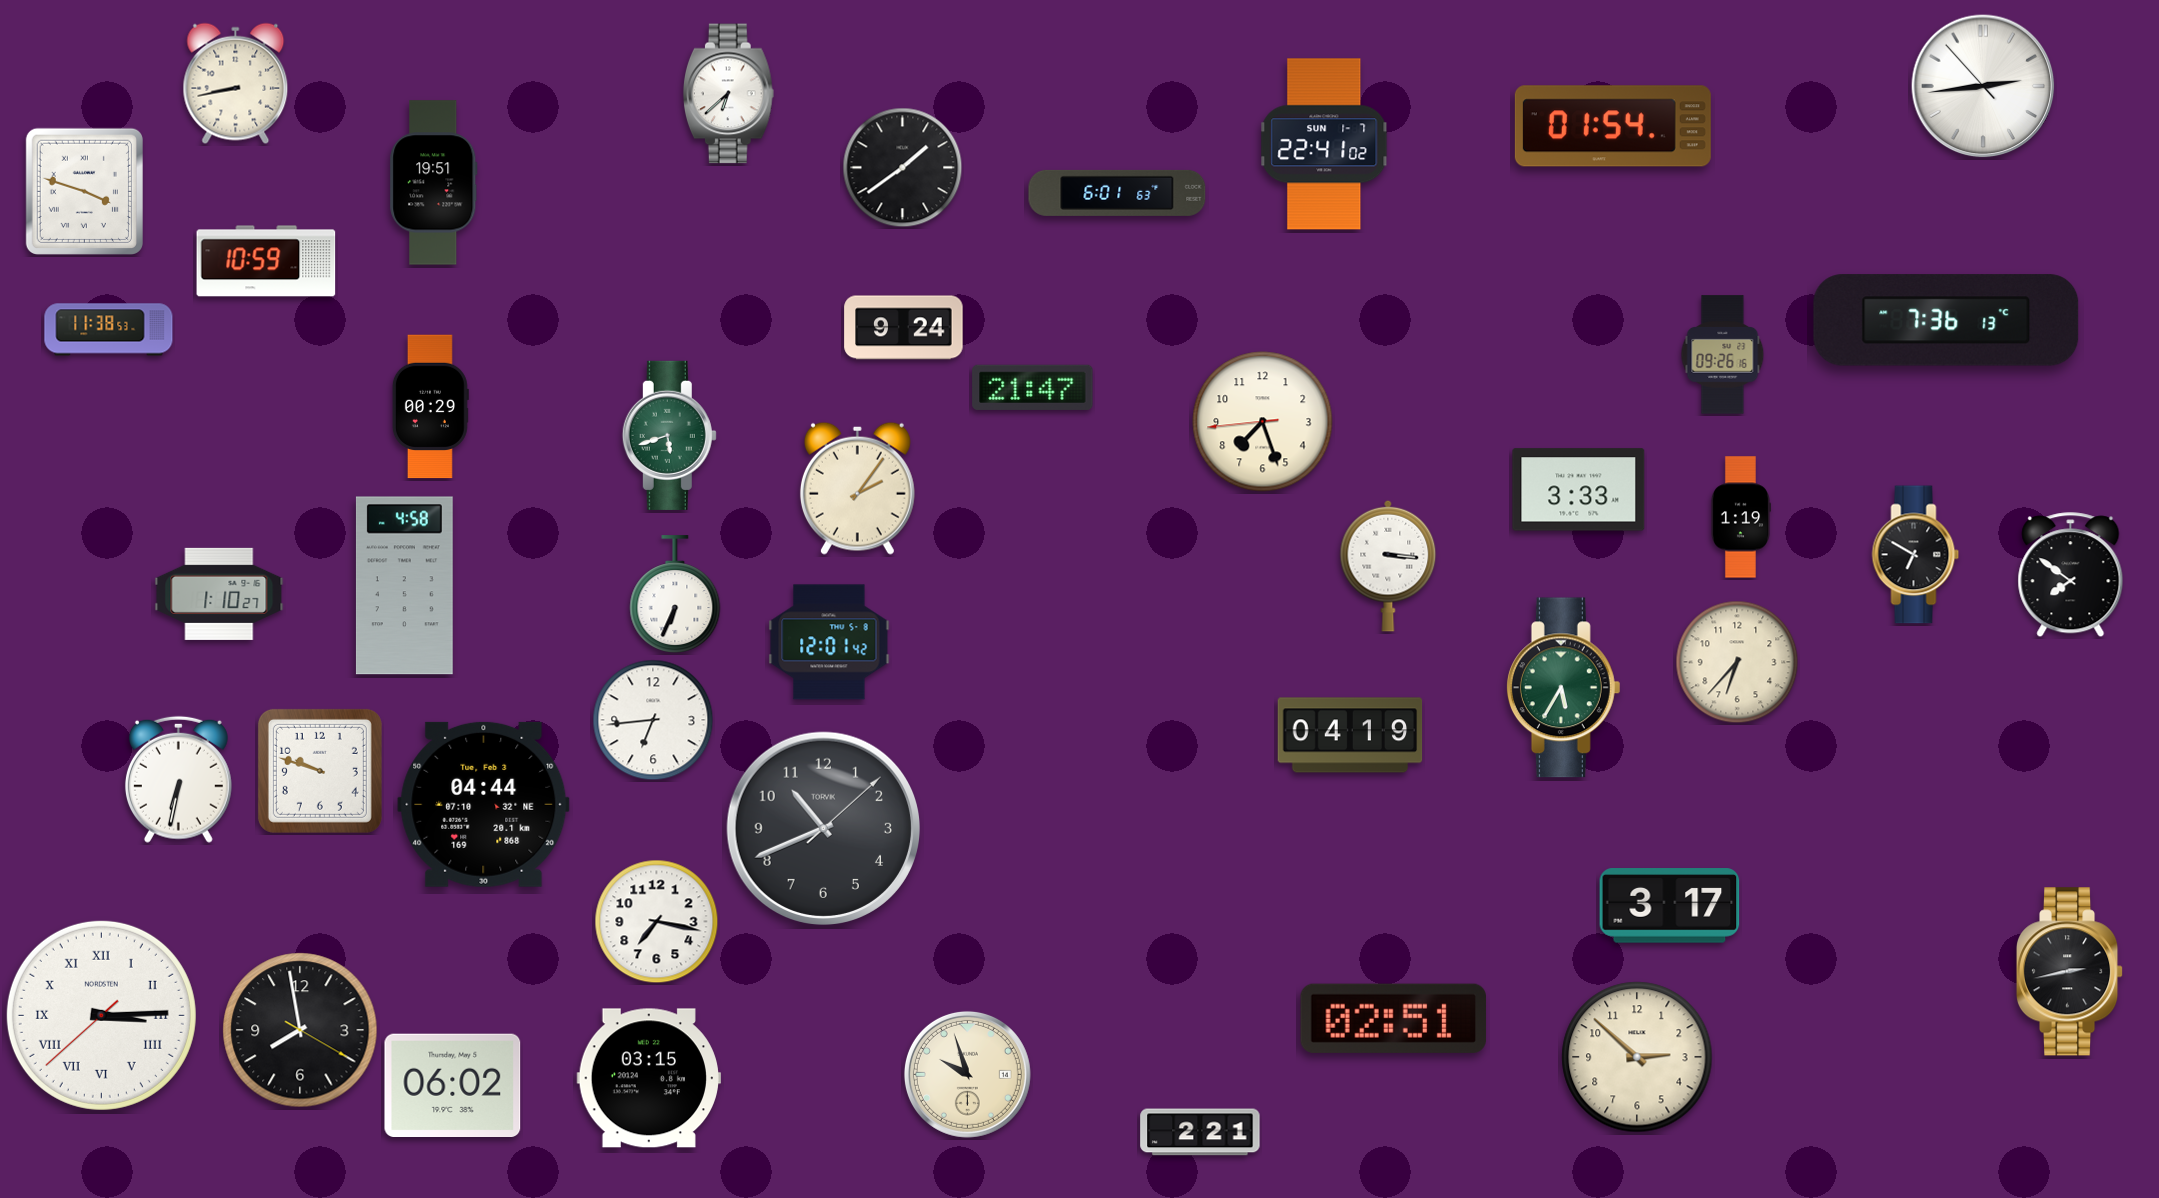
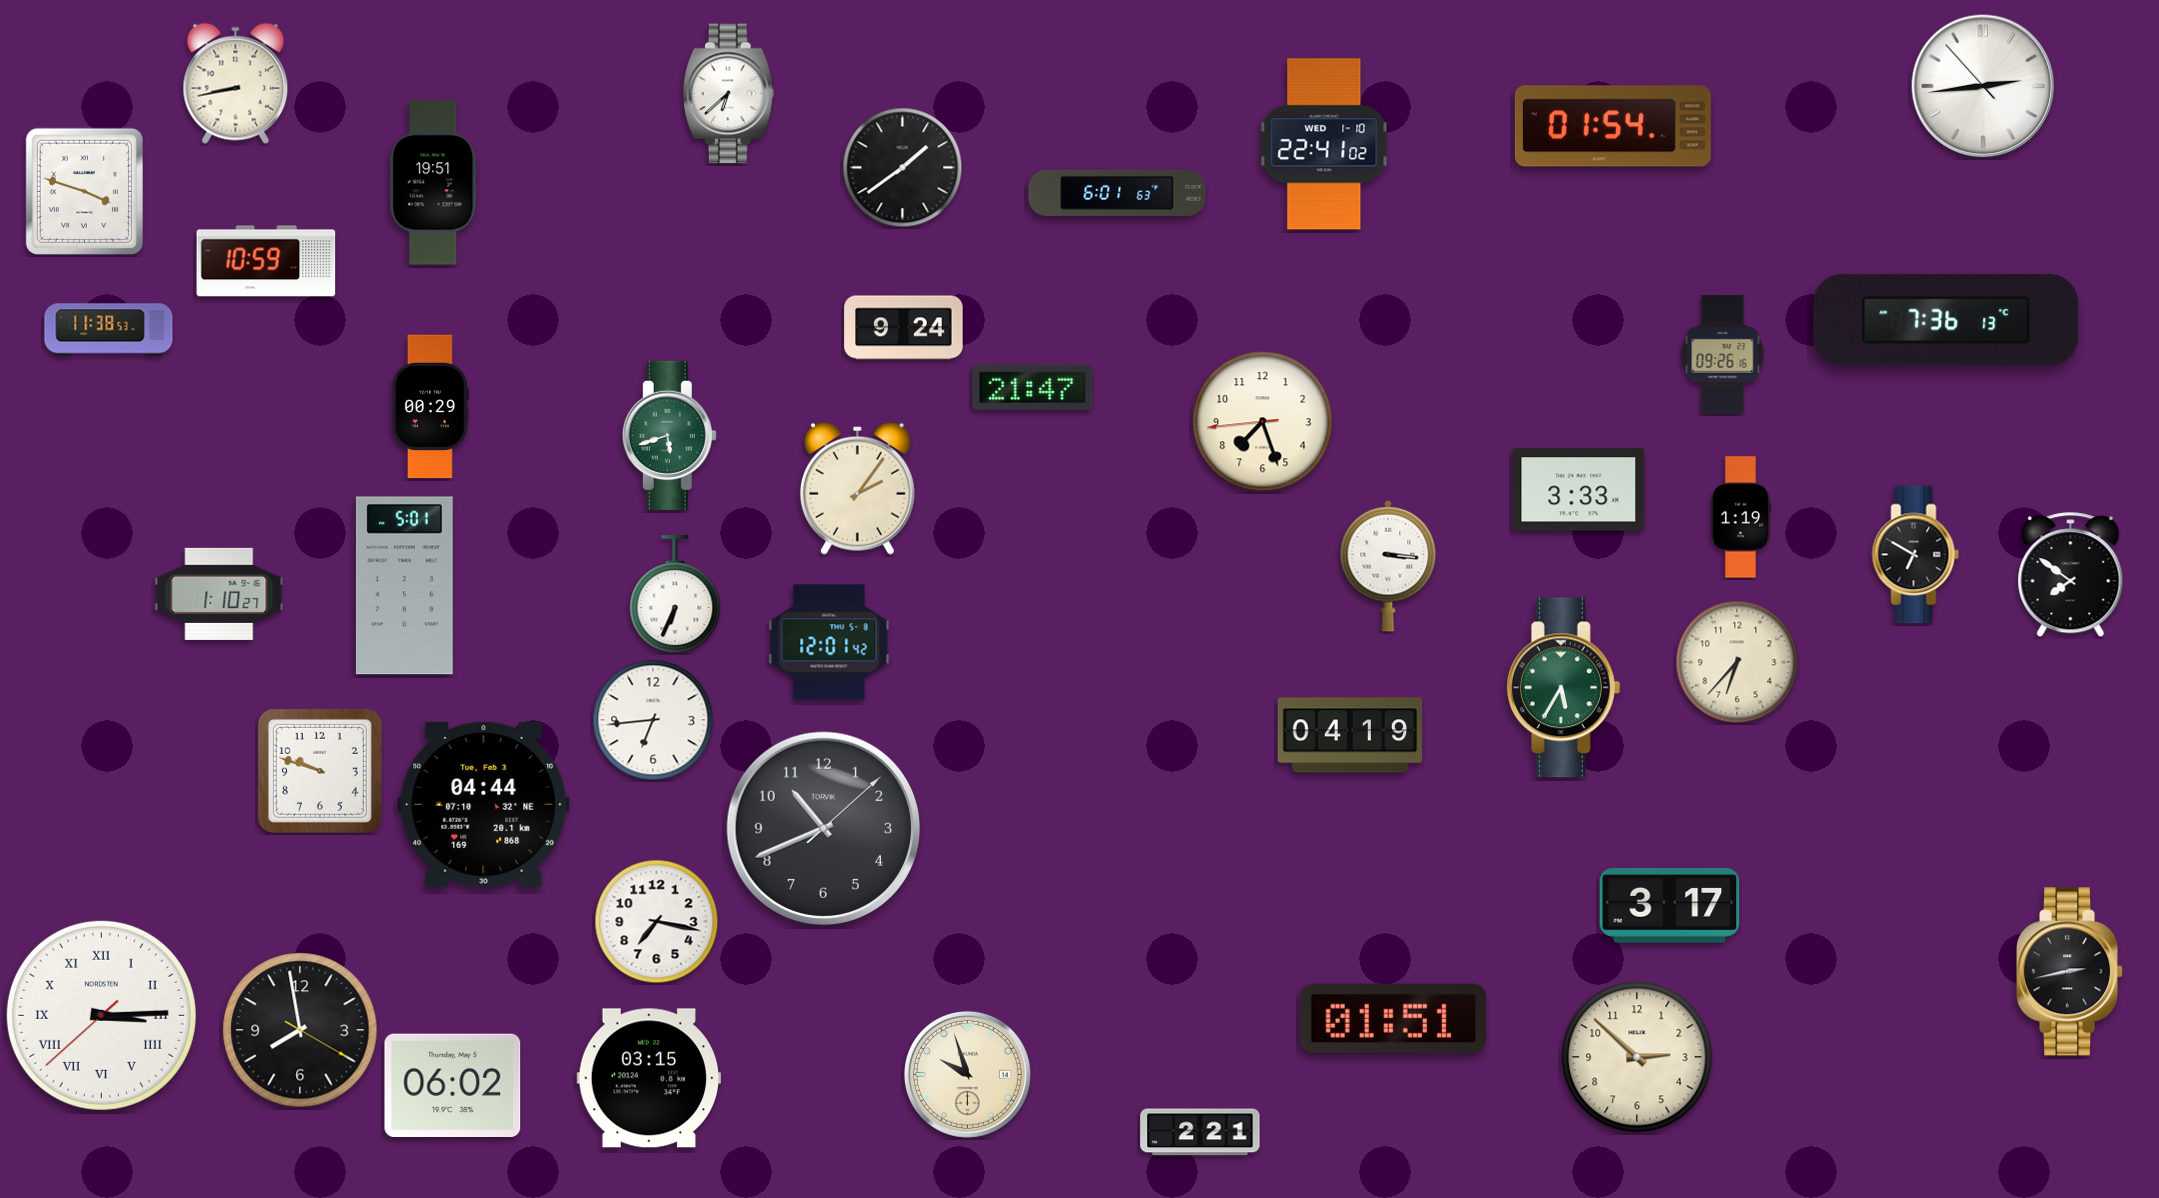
clock at (1324, 144) date: SUN 1-7 -> WED 1-10
clock at (404, 586): 4:58 -> 5:01
clock at (178, 779): 6:32 -> none
clock at (1393, 1018): 02:51 -> 01:51
